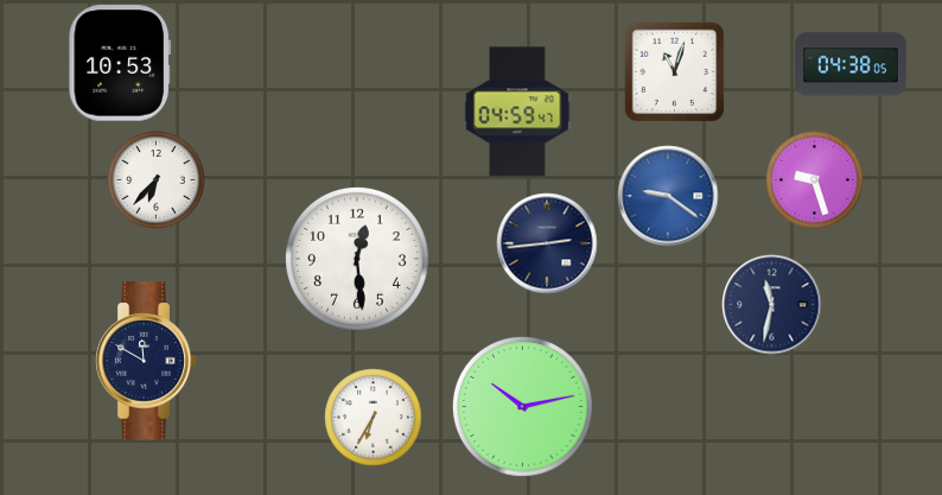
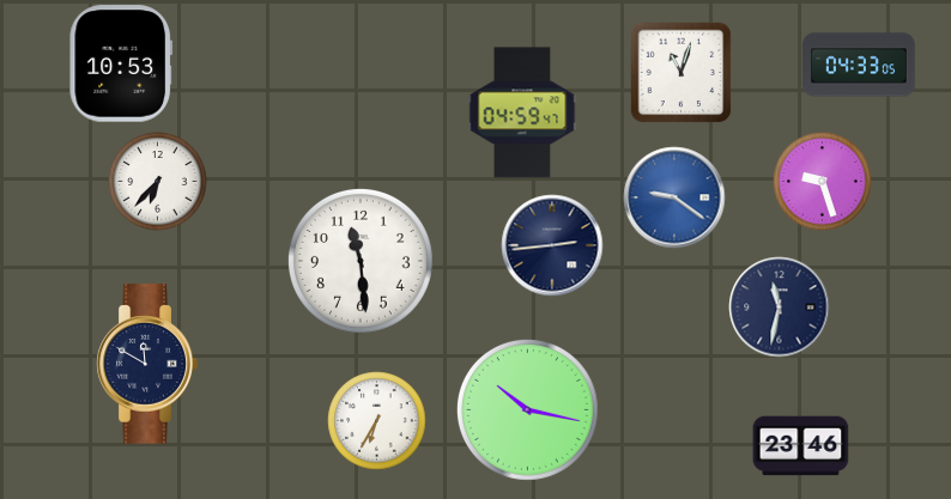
clock at (852, 64): 04:38 -> 04:33
clock at (357, 259): 12:29 -> 11:29
clock at (522, 406): 10:13 -> 10:17
clock at (801, 446): none -> 23:46
